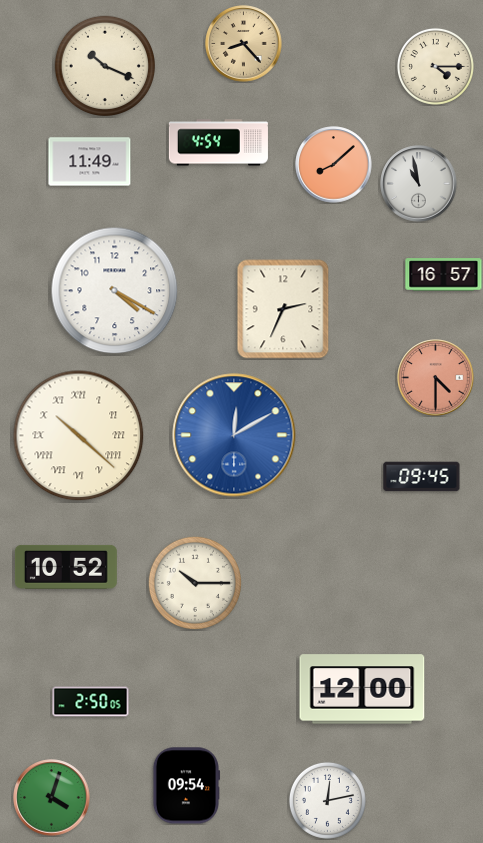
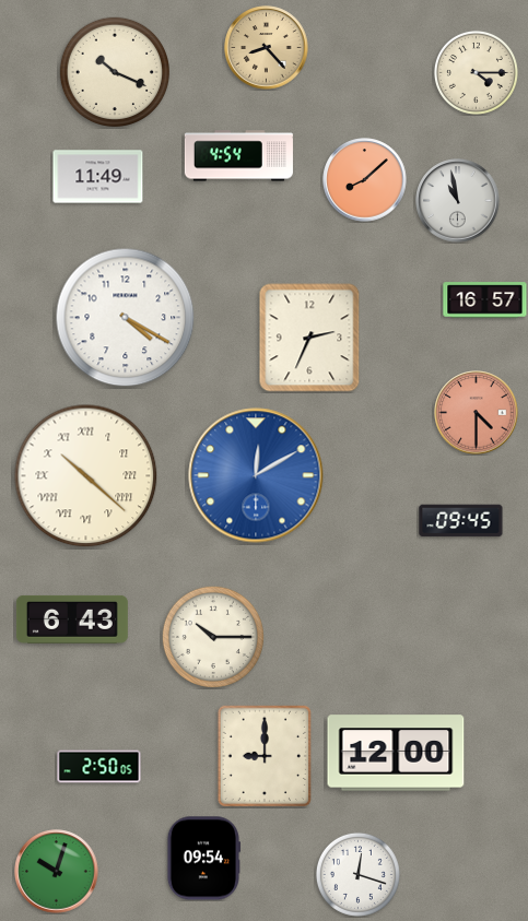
clock at (66, 567): 10:52 -> 6:43
clock at (263, 755): none -> 9:00
clock at (52, 798): 4:03 -> 10:03
clock at (327, 800): 12:13 -> 12:18
